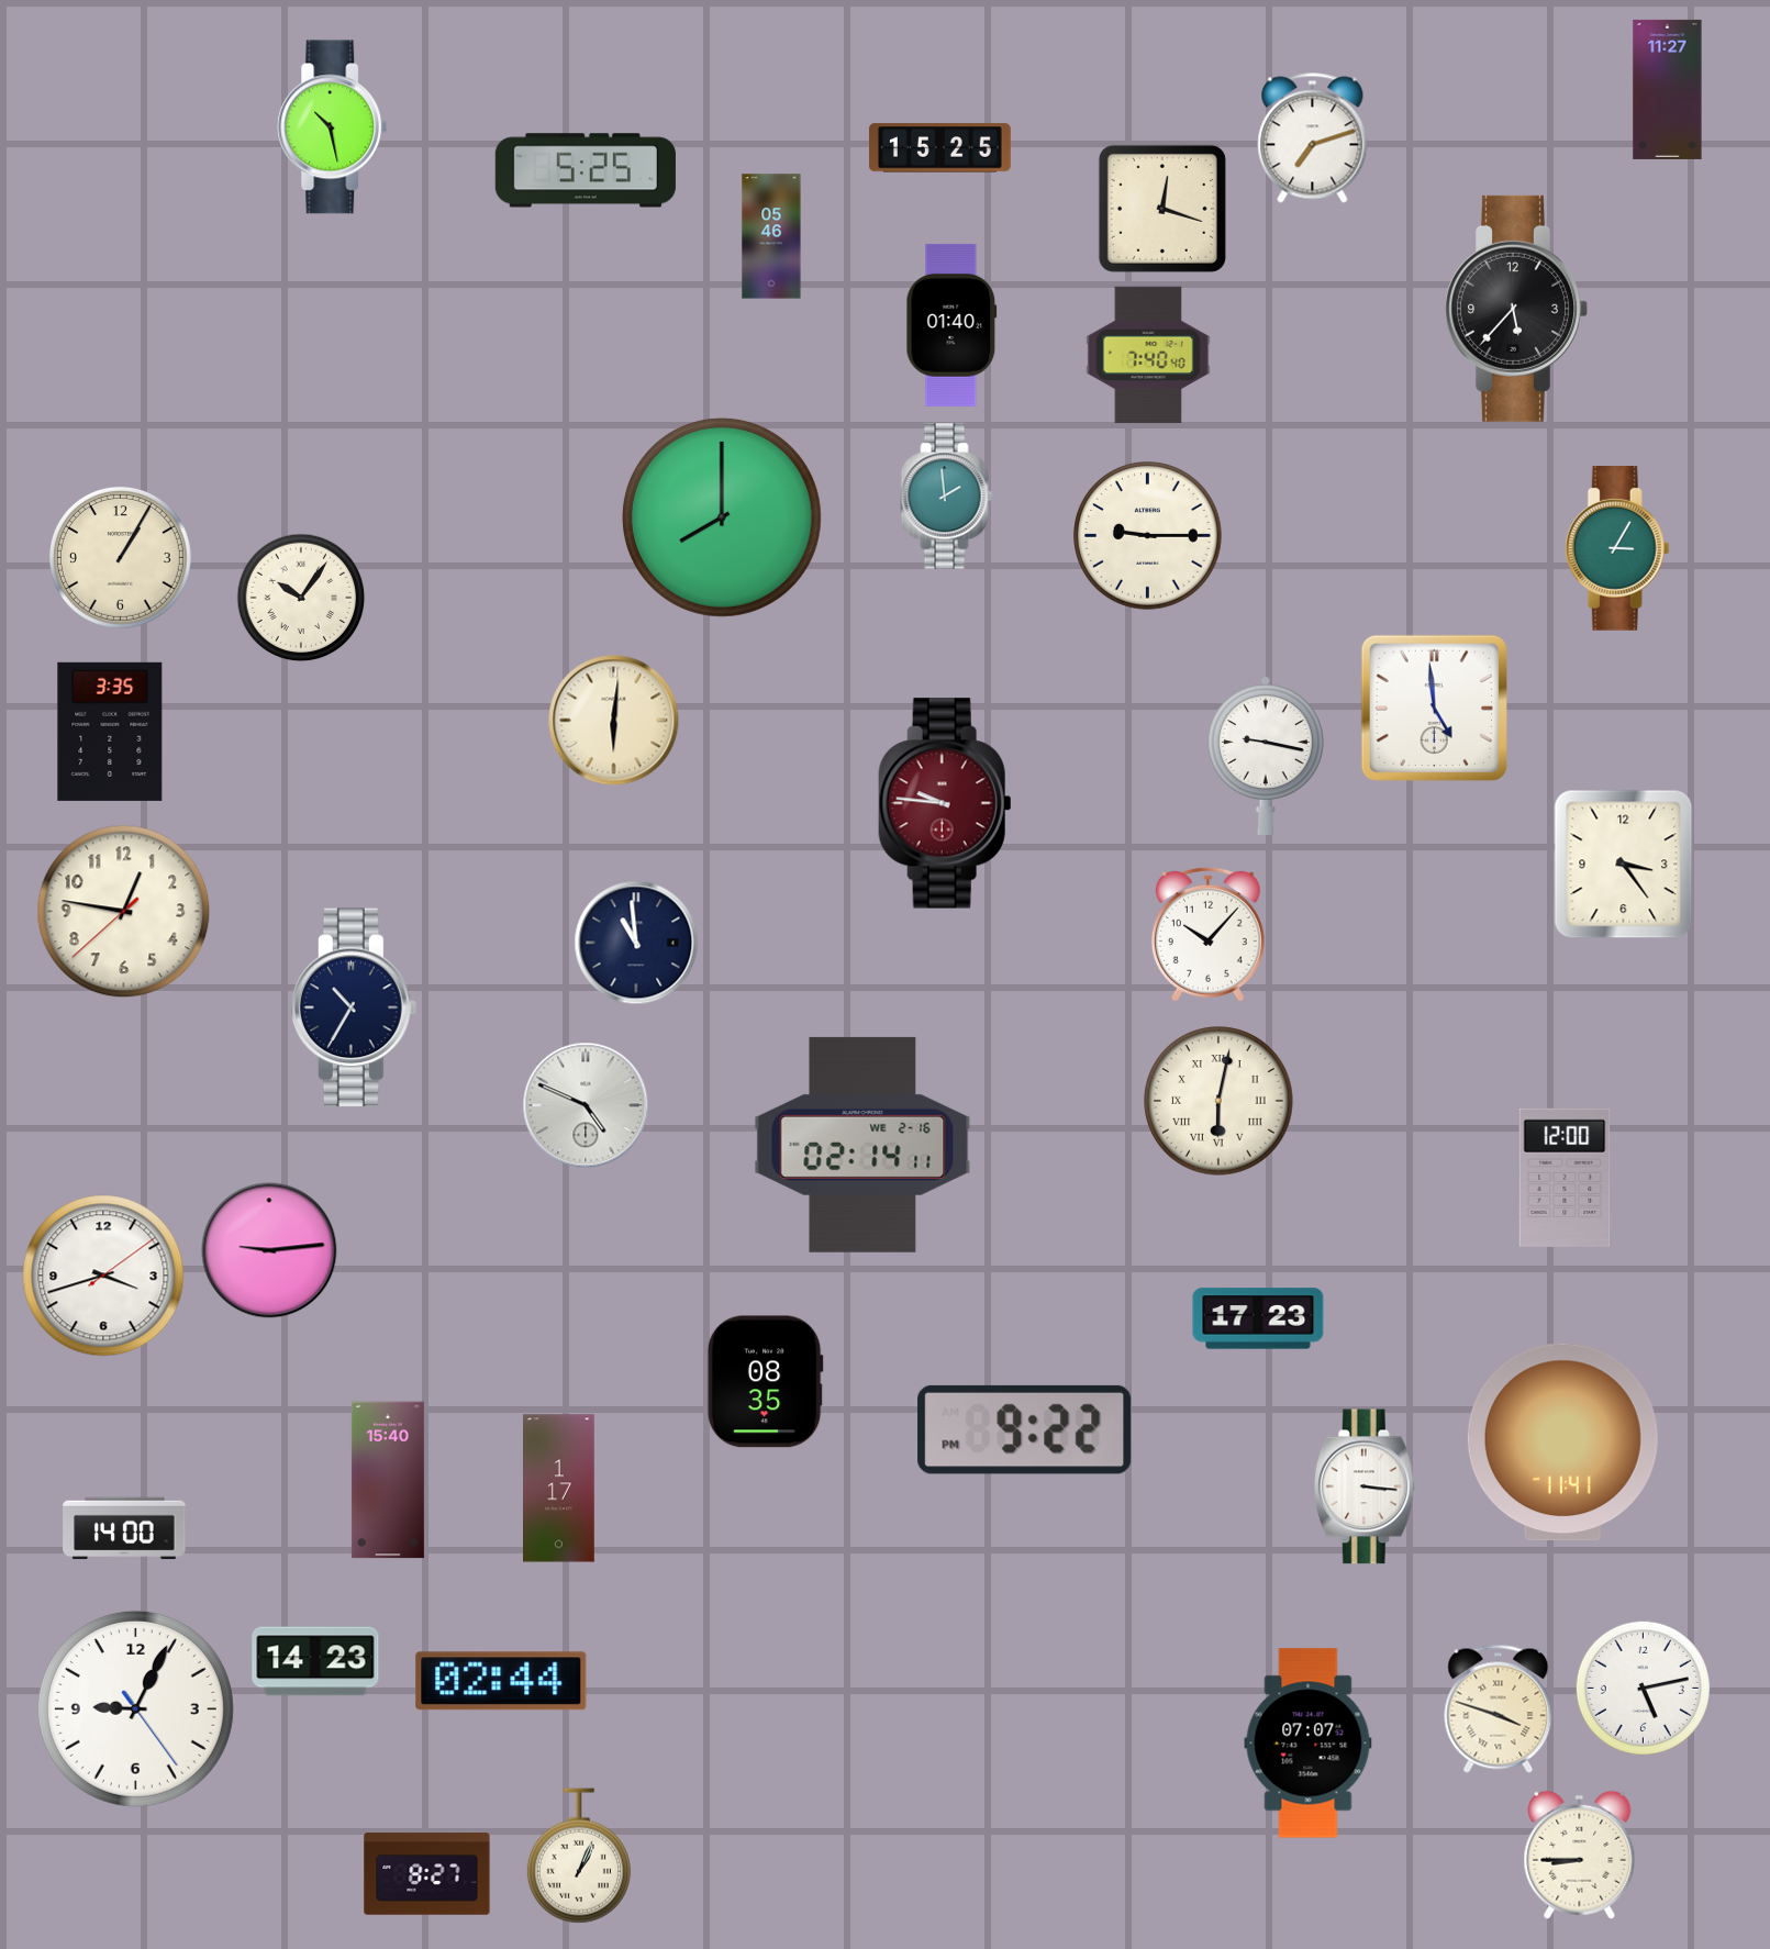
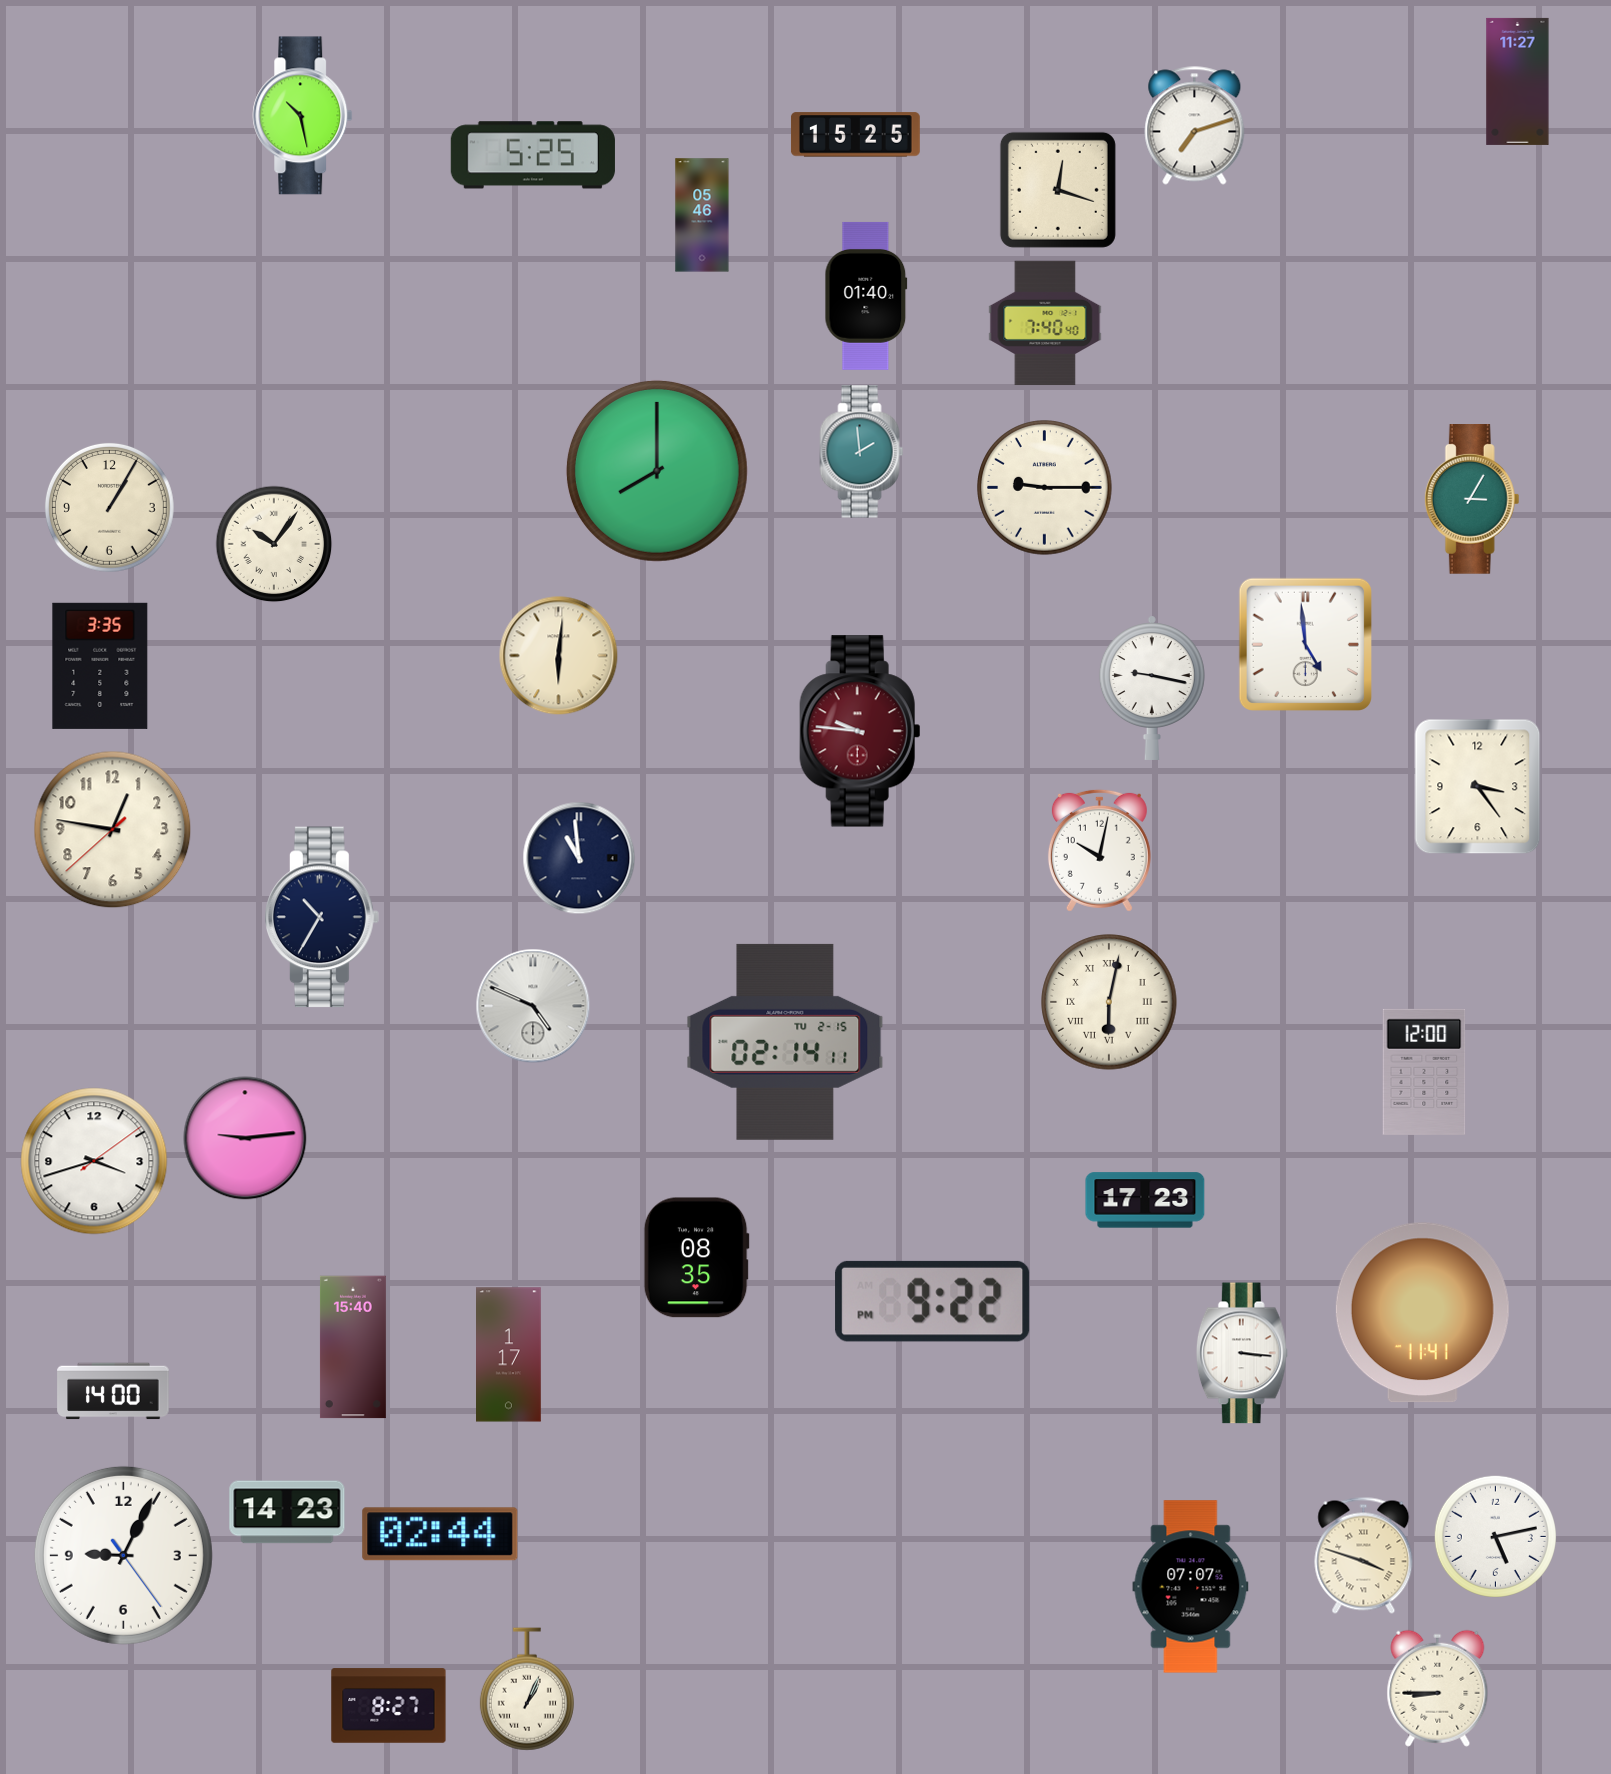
clock at (1517, 309): 5:37 -> none
clock at (1207, 934): 10:07 -> 10:02
clock at (862, 1145) date: WE 2-16 -> TU 2-15
clock at (501, 1681) position: (501, 1681) -> (440, 1534)
